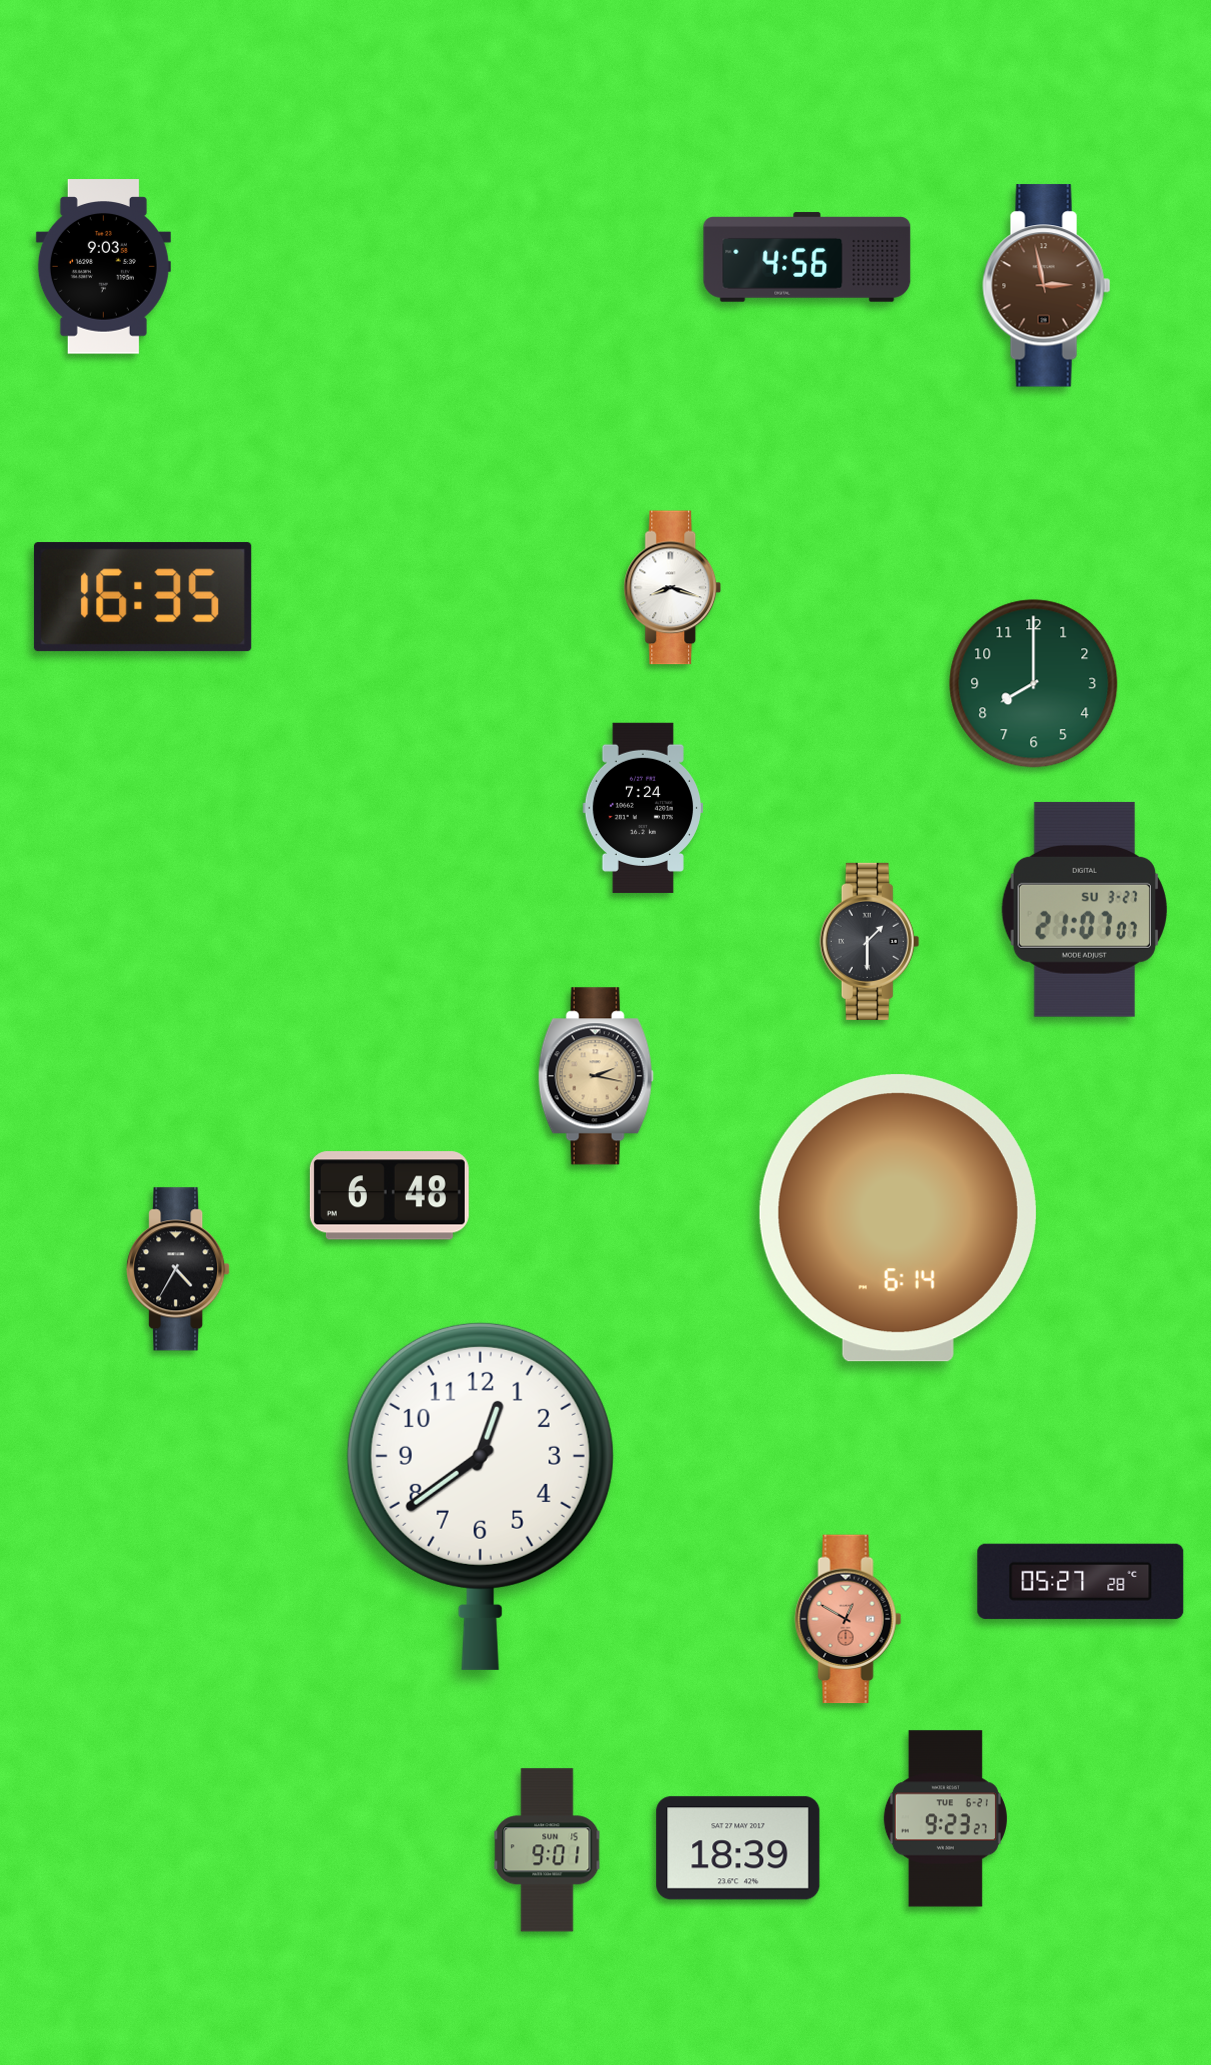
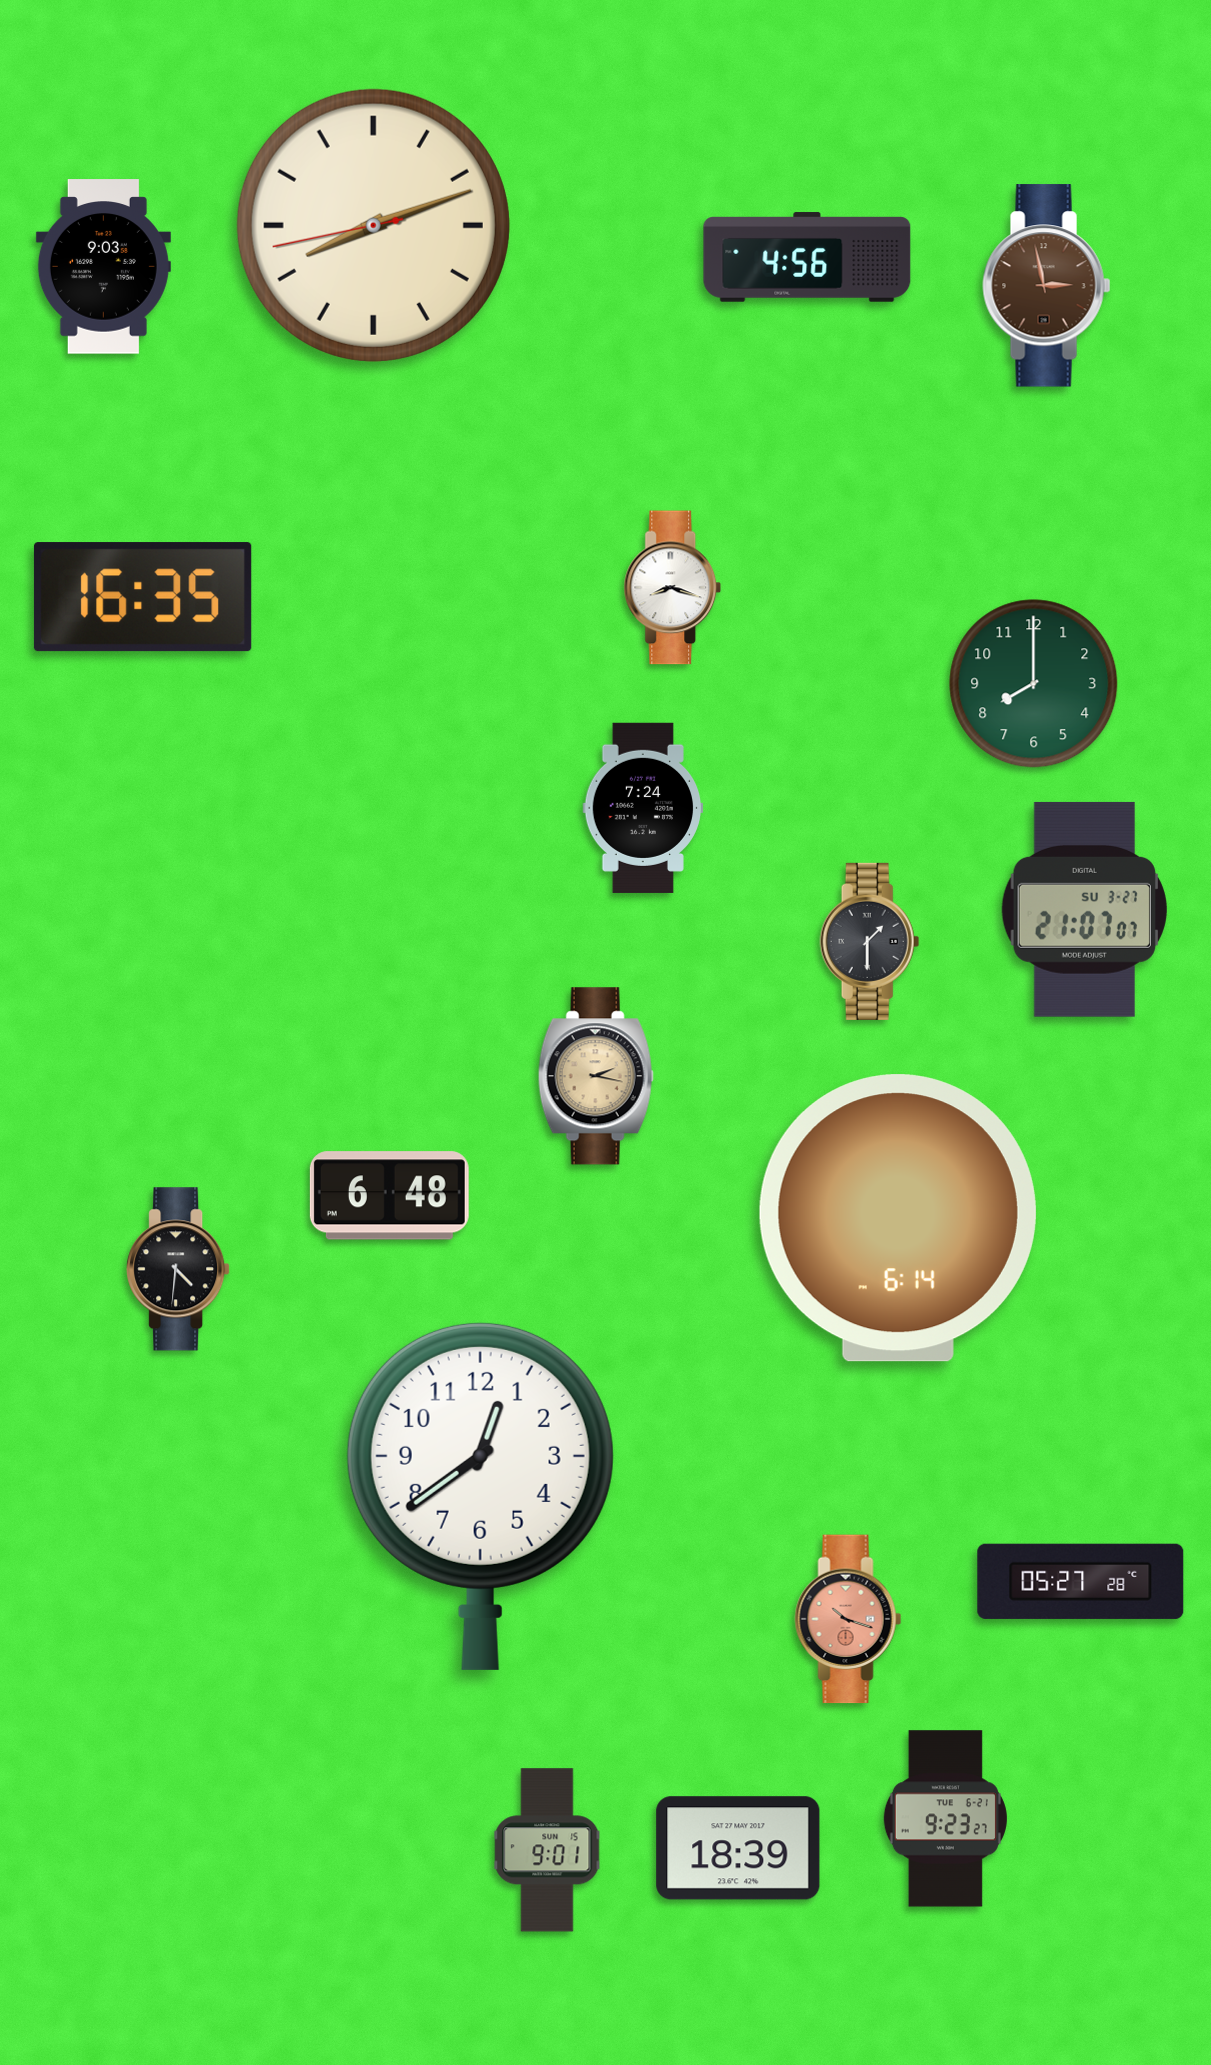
clock at (373, 225): none -> 8:11
clock at (178, 1269): 4:35 -> 4:31
clock at (848, 1619): 12:50 -> 10:18
